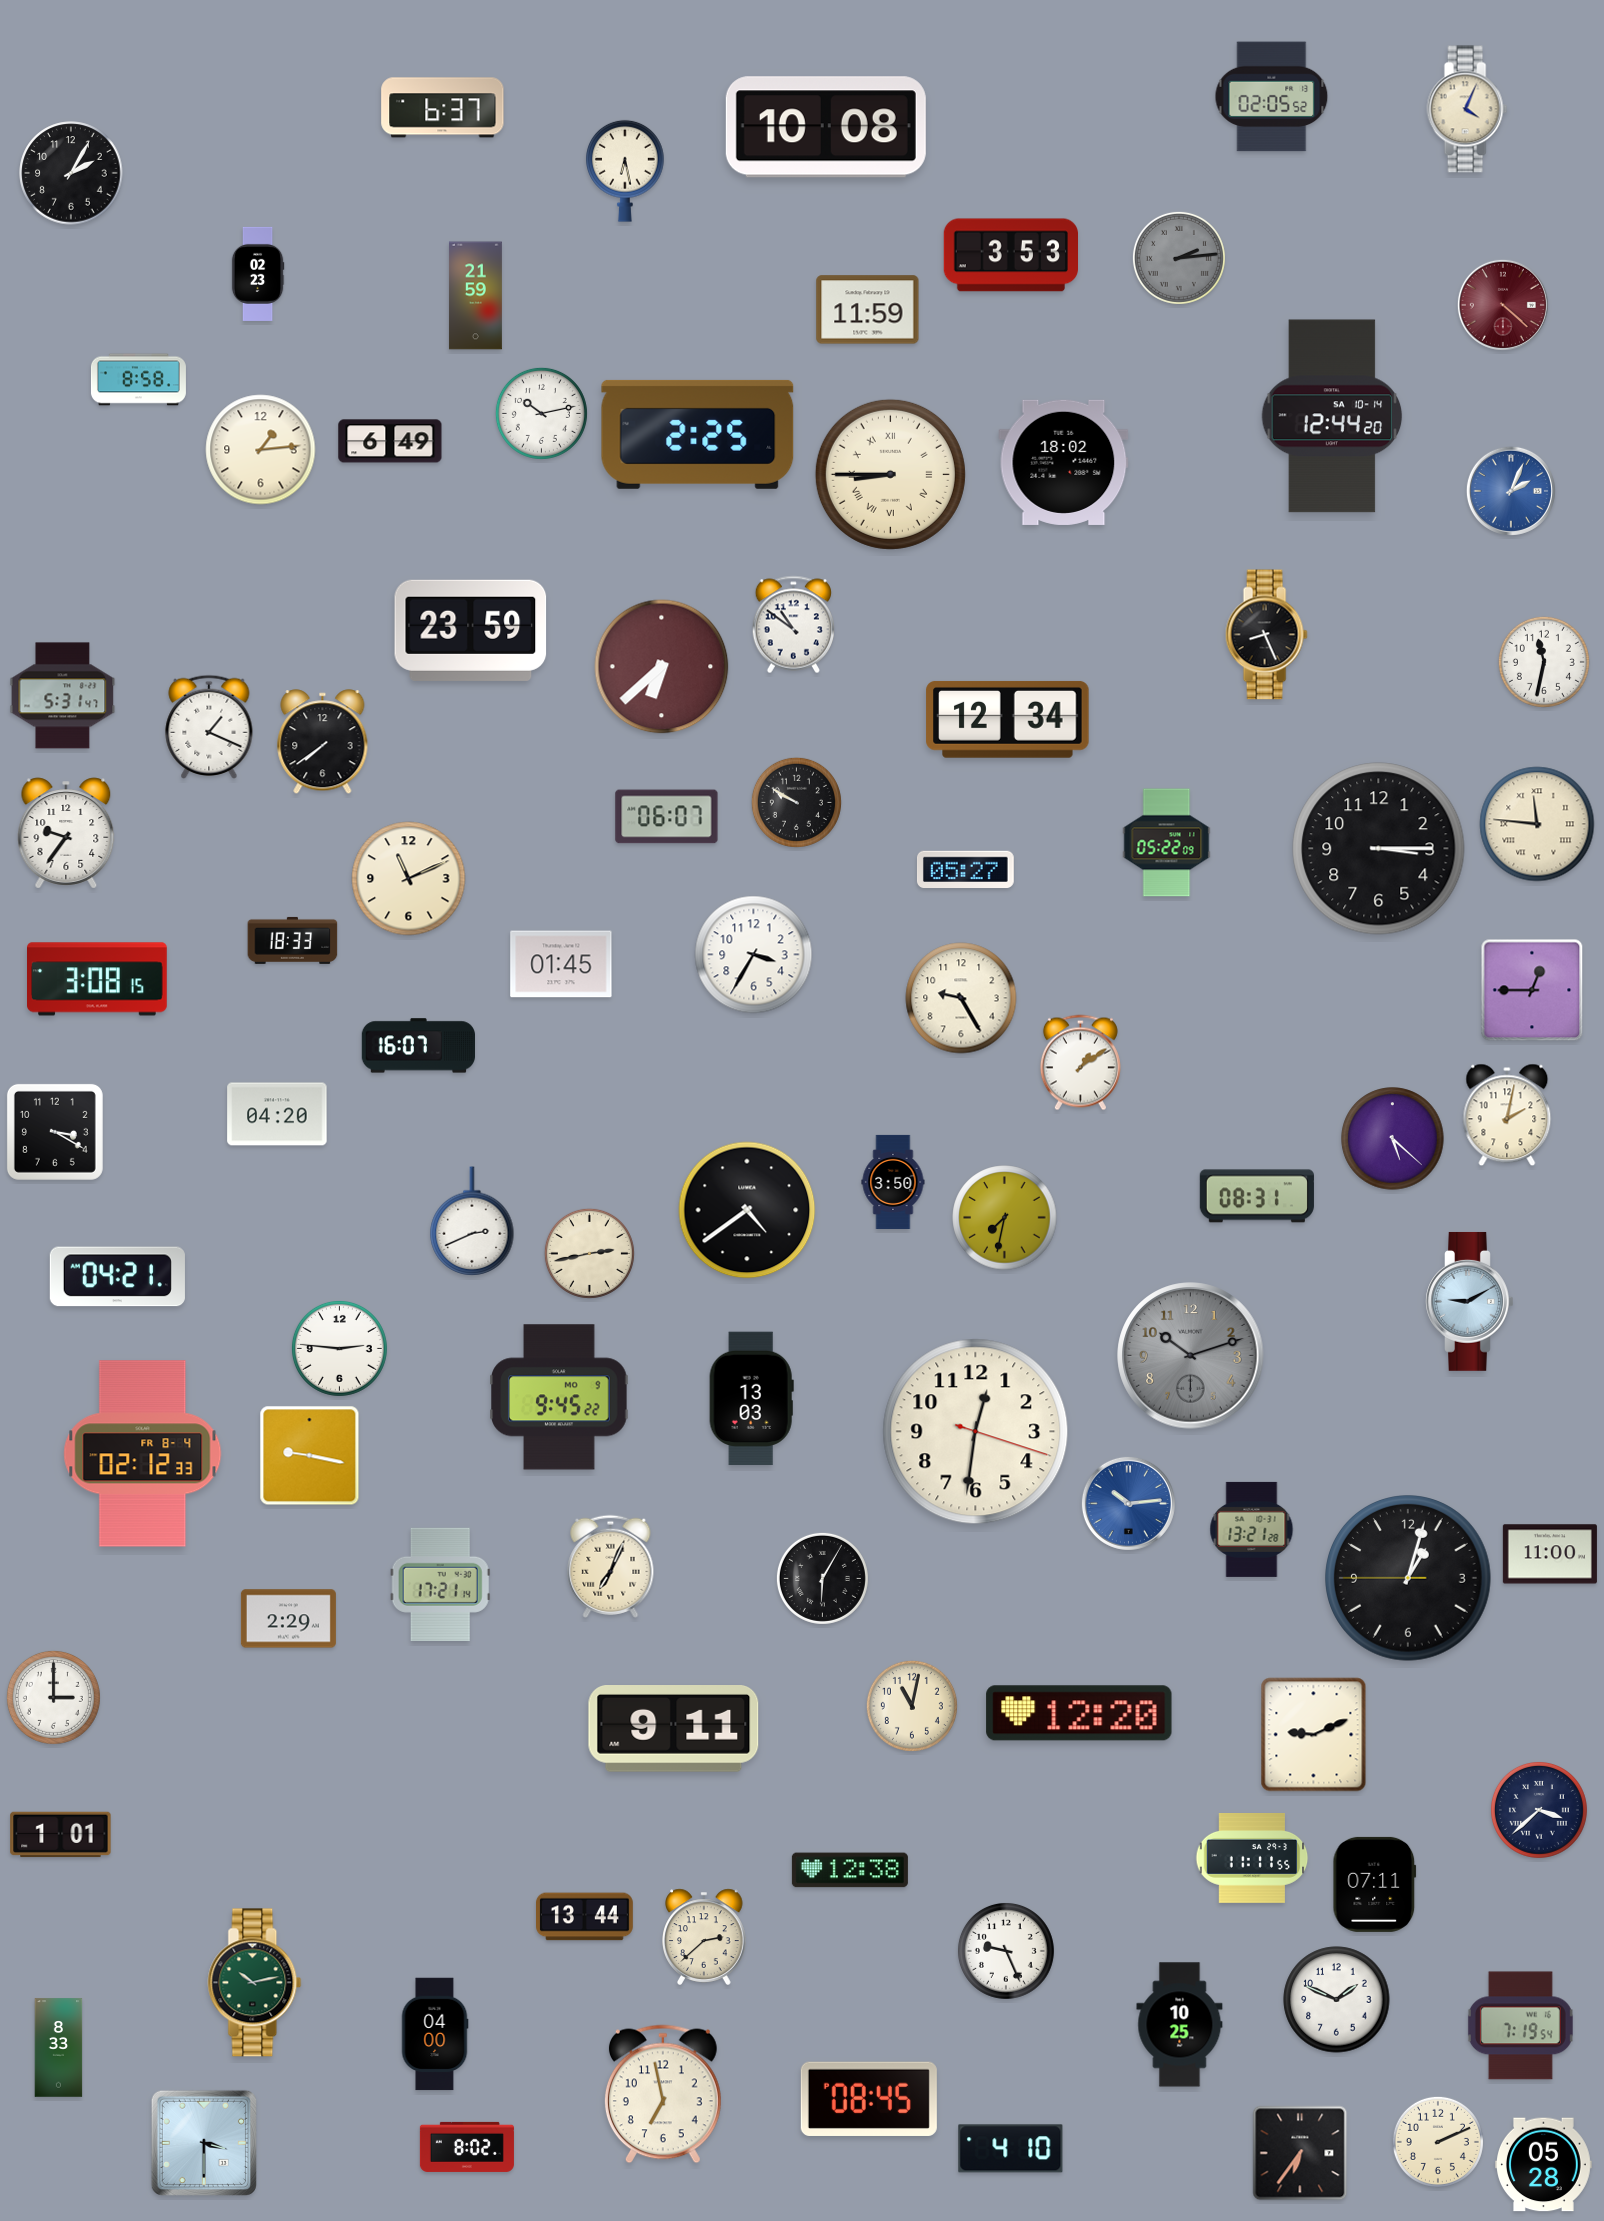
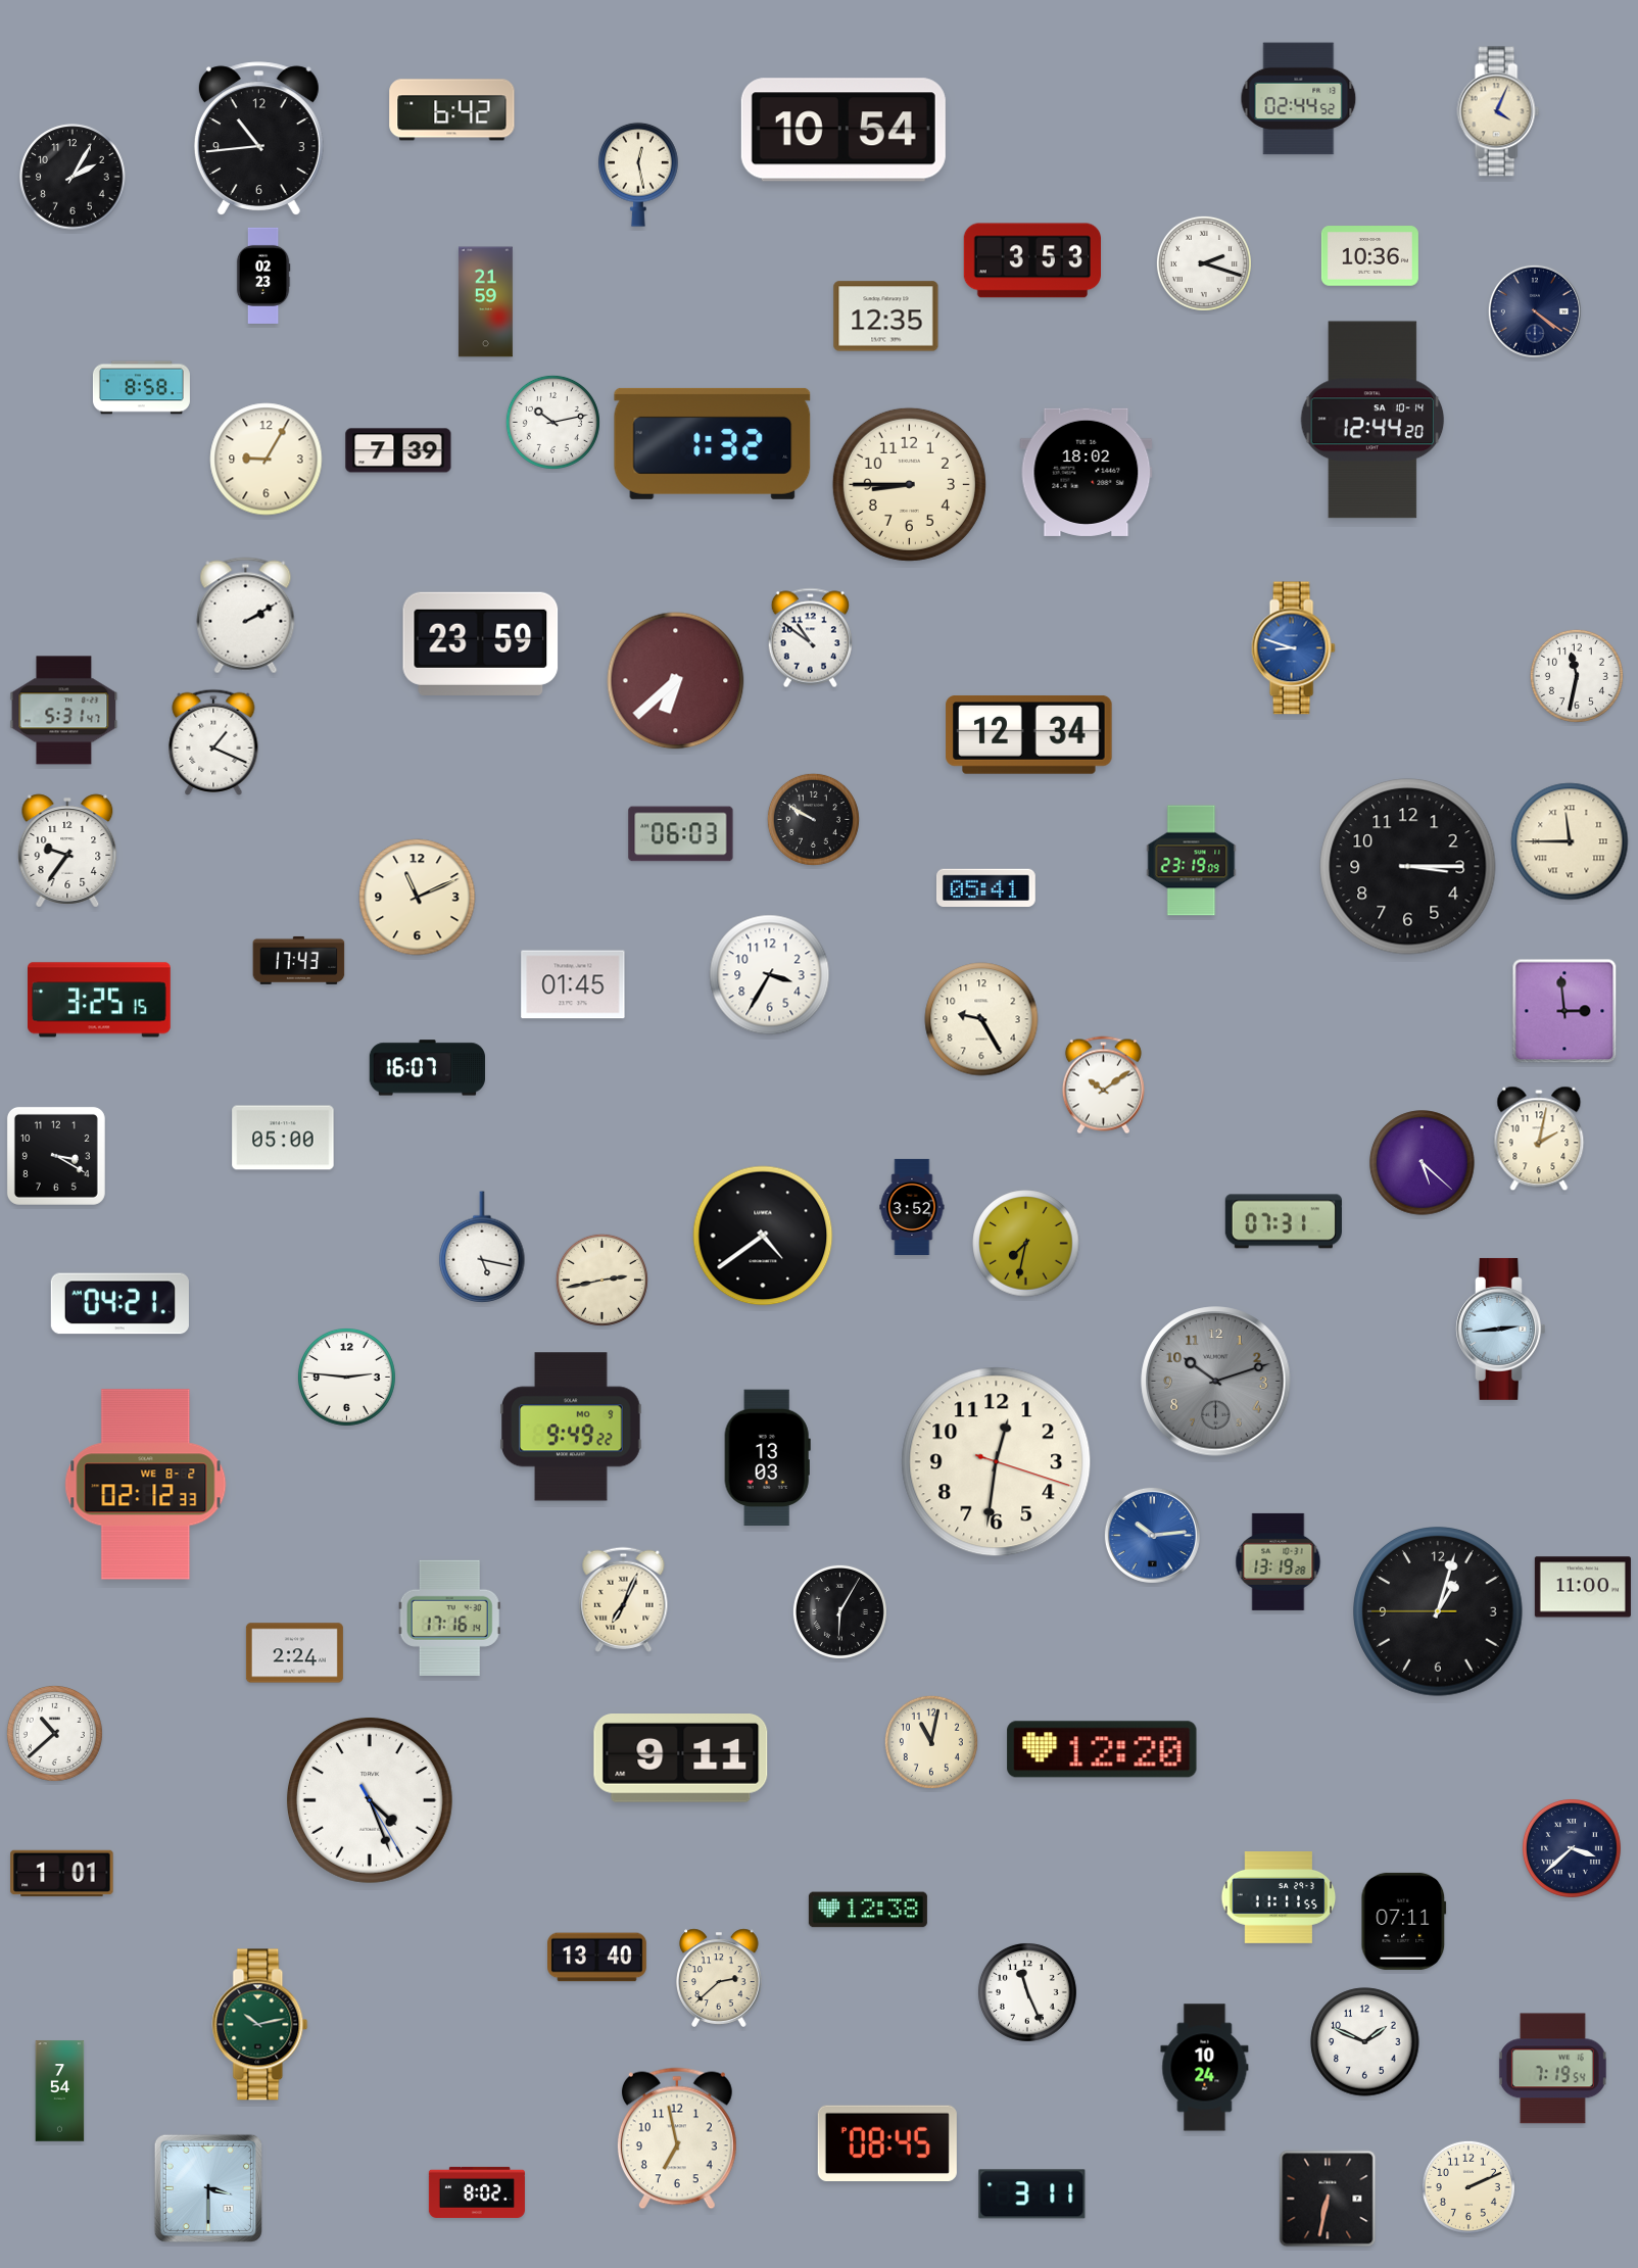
clock at (1272, 97): 02:05 -> 02:44
clock at (443, 108): 6:37 -> 6:42
clock at (826, 127): 10:08 -> 10:54
clock at (258, 139): none -> 10:44
clock at (626, 171): 6:28 -> 12:28
clock at (1369, 256): none -> 10:36
clock at (1179, 258): 2:14 -> 2:18
clock at (1179, 258) dial: grey -> white
clock at (258, 274) position: (258, 274) -> (263, 276)
clock at (1503, 305): 4:22 -> 4:21
clock at (1503, 305) dial: burgundy -> navy
clock at (868, 310): 11:59 -> 12:35
clock at (1332, 416) position: (1332, 416) -> (1372, 420)
clock at (698, 434): 2:25 -> 1:32
clock at (390, 441): 6:49 -> 7:39
clock at (261, 450): 1:14 -> 9:05
clock at (890, 474) numerals: Roman -> Arabic
clock at (1511, 491): 2:04 -> none
clock at (246, 616): none -> 2:10
clock at (1266, 635): 8:26 -> 8:48
clock at (1266, 635) dial: black -> blue
clock at (323, 742): 7:39 -> none
clock at (667, 817): 06:07 -> 06:03
clock at (1537, 824): 11:46 -> 11:45
clock at (1167, 843): 05:22 -> 23:19
clock at (965, 870): 05:27 -> 05:41
clock at (293, 940): 18:33 -> 17:43
clock at (98, 979): 3:08 -> 3:25
clock at (1532, 990): 12:45 -> 2:59
clock at (1080, 1063): 1:09 -> 10:09
clock at (277, 1114): 04:20 -> 05:00
clock at (893, 1182): 3:50 -> 3:52
clock at (1257, 1196): 08:31 -> 07:31
clock at (472, 1221): 2:41 -> 5:17
clock at (1470, 1301): 9:10 -> 2:44
clock at (1191, 1356) position: (1191, 1356) -> (1216, 1382)
clock at (559, 1397): 9:45 -> 9:49
clock at (751, 1399) position: (751, 1399) -> (767, 1458)
clock at (143, 1454) date: FR 8-4 -> WE 8-2
clock at (310, 1456): 9:17 -> none
clock at (1252, 1529): 13:21 -> 13:19
clock at (440, 1584): 17:21 -> 17:16
clock at (288, 1619): 2:29 -> 2:24
clock at (53, 1697): 3:00 -> 10:38
clock at (674, 1729) position: (674, 1729) -> (681, 1758)
clock at (1314, 1735): 9:11 -> none
clock at (370, 1800): none -> 4:26
clock at (1375, 1884) position: (1375, 1884) -> (1404, 1921)
clock at (585, 1917): 13:44 -> 13:40
clock at (1006, 1951): 9:26 -> 11:26
clock at (1180, 2025): 10:25 -> 10:24
clock at (435, 2034): 04:00 -> none
clock at (59, 2048): 8:33 -> 7:54
clock at (1011, 2149): 4:10 -> 3:11
clock at (1300, 2153): 6:36 -> 6:32
clock at (1544, 2165): 05:28 -> none
